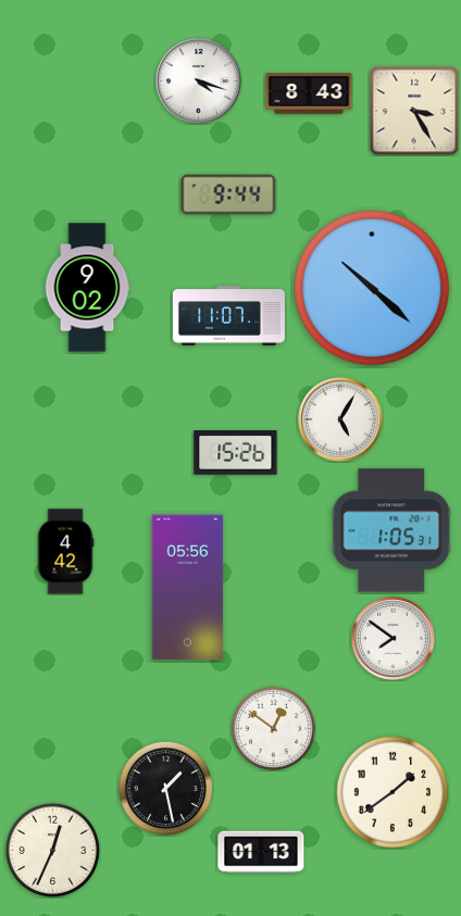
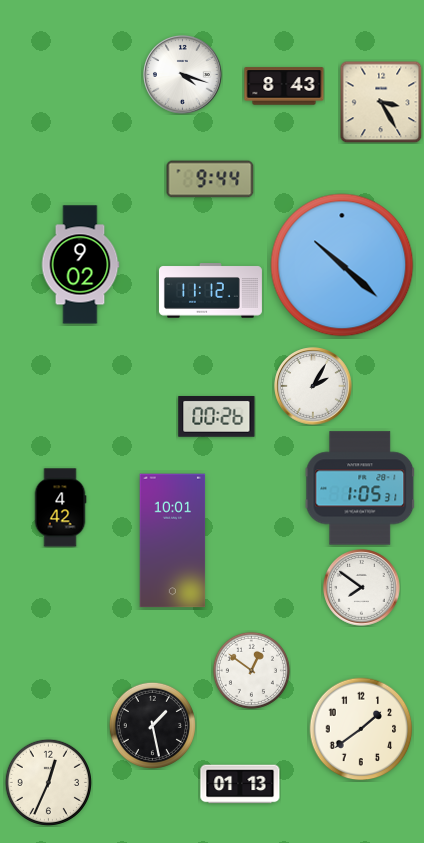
clock at (228, 316): 11:07 -> 11:12
clock at (340, 419): 5:05 -> 2:05
clock at (236, 453): 15:26 -> 00:26
clock at (188, 588): 05:56 -> 10:01
